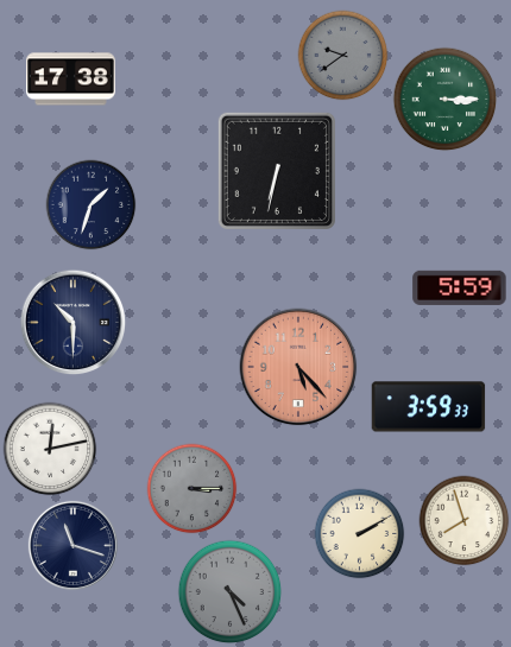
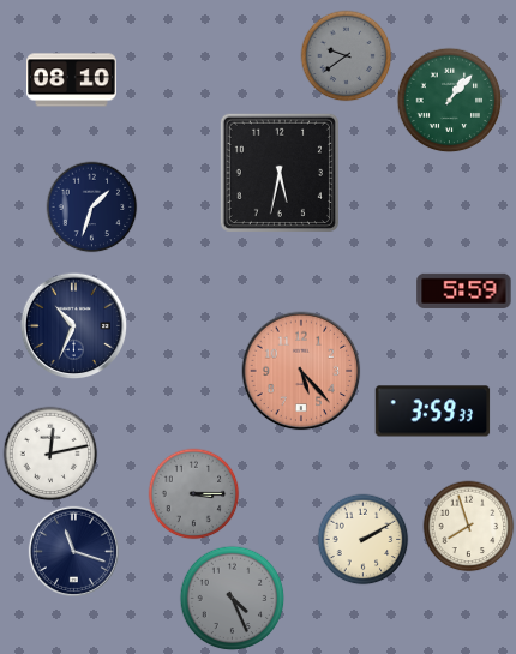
clock at (71, 80): 17:38 -> 08:10
clock at (446, 100): 3:15 -> 1:07
clock at (277, 171): 6:32 -> 5:32
clock at (74, 323): 10:30 -> 10:34
